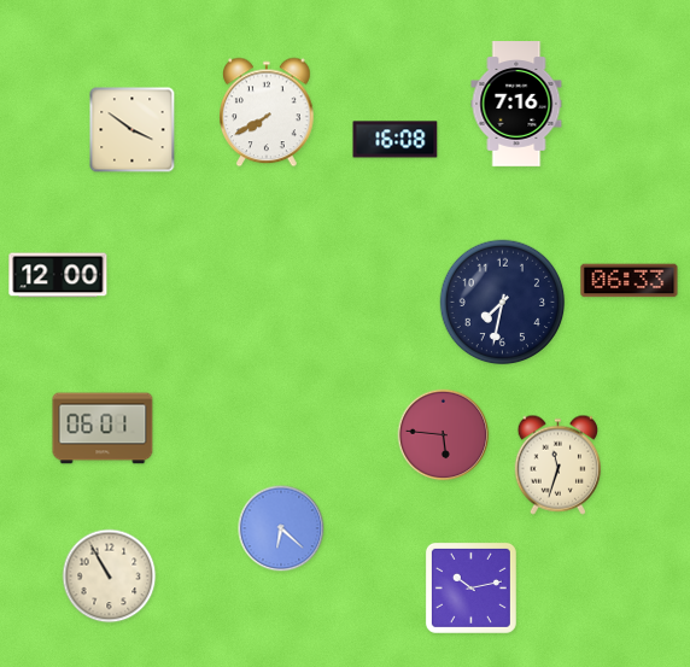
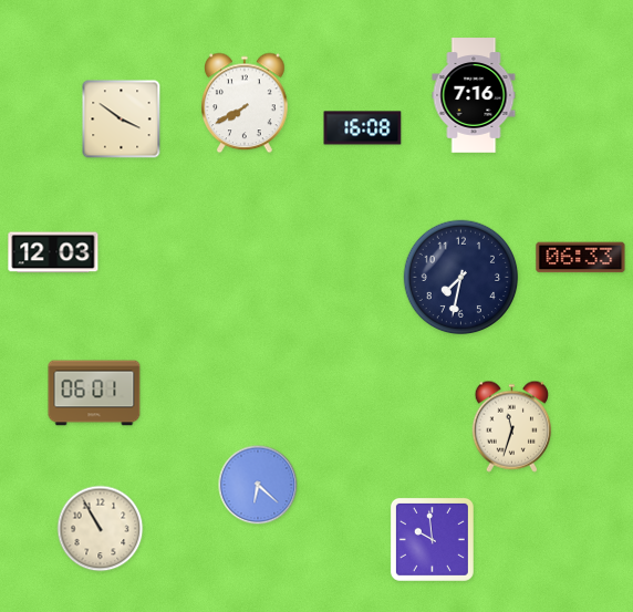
clock at (58, 275): 12:00 -> 12:03
clock at (630, 281) position: (630, 281) -> (581, 258)
clock at (444, 435): 5:46 -> none
clock at (470, 587): 10:13 -> 9:59
